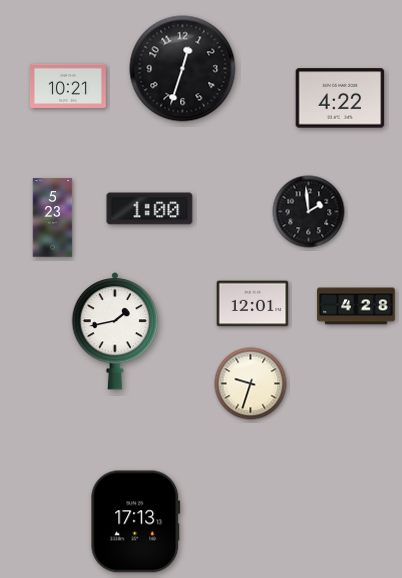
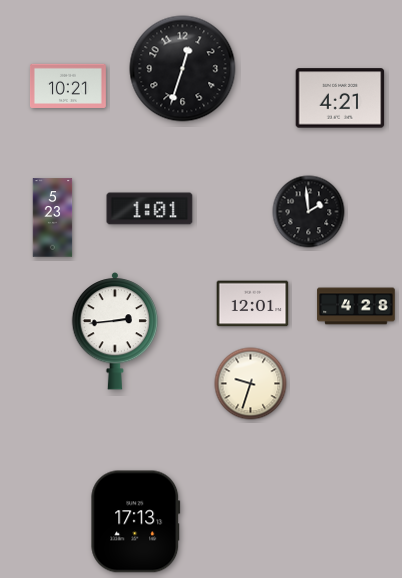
clock at (340, 98): 4:22 -> 4:21
clock at (150, 209): 1:00 -> 1:01
clock at (115, 332): 1:43 -> 2:44
